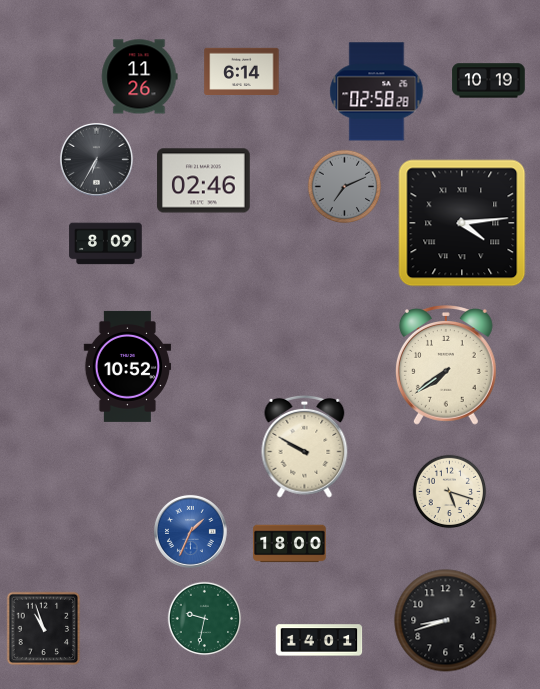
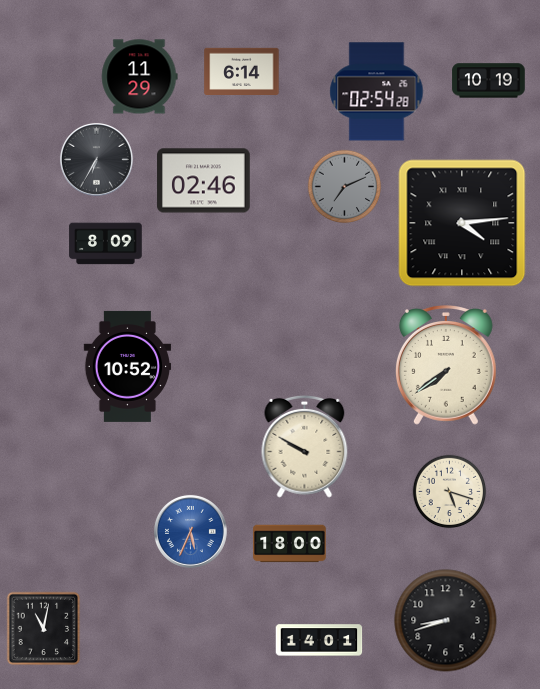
clock at (139, 77): 11:26 -> 11:29
clock at (377, 92): 02:58 -> 02:54
clock at (190, 531): 1:34 -> 5:34
clock at (205, 619): 9:32 -> none
clock at (44, 629): 10:57 -> 11:02
